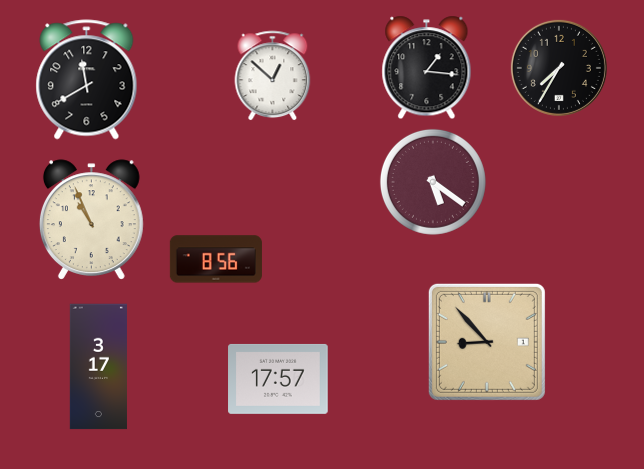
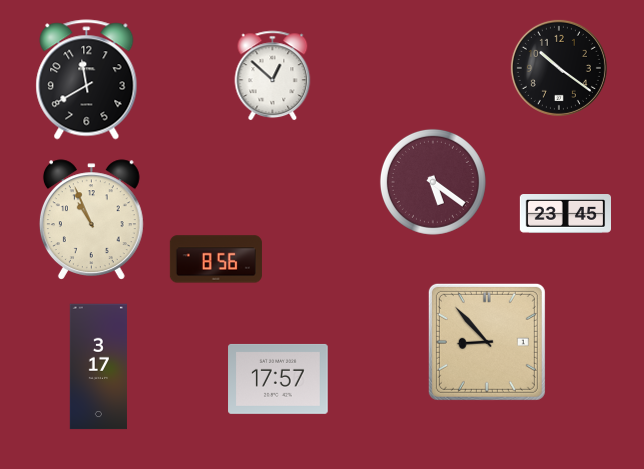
clock at (427, 68): 1:16 -> none
clock at (559, 68): 7:35 -> 10:21
clock at (565, 214): none -> 23:45
